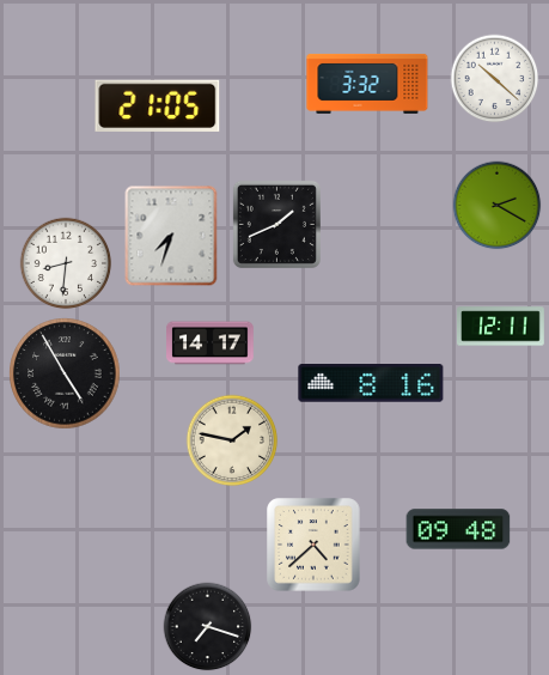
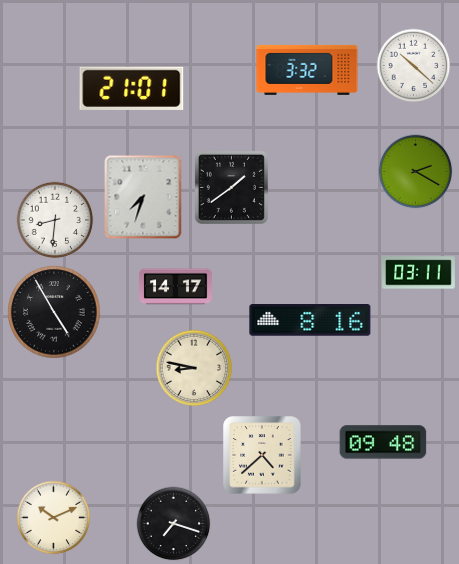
clock at (158, 105): 21:05 -> 21:01
clock at (276, 224): 1:41 -> 1:39
clock at (501, 327): 12:11 -> 03:11
clock at (232, 440): 1:47 -> 8:47
clock at (54, 518): none -> 10:11
